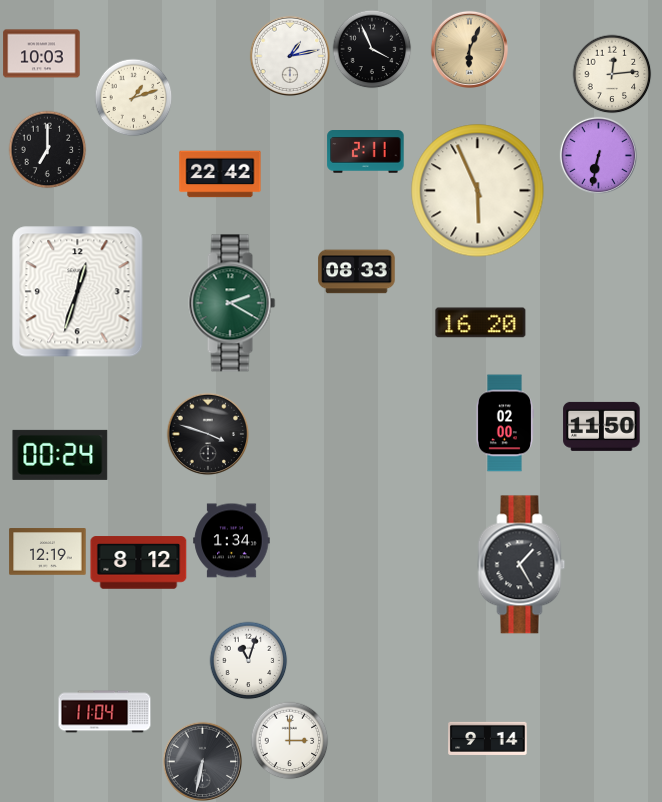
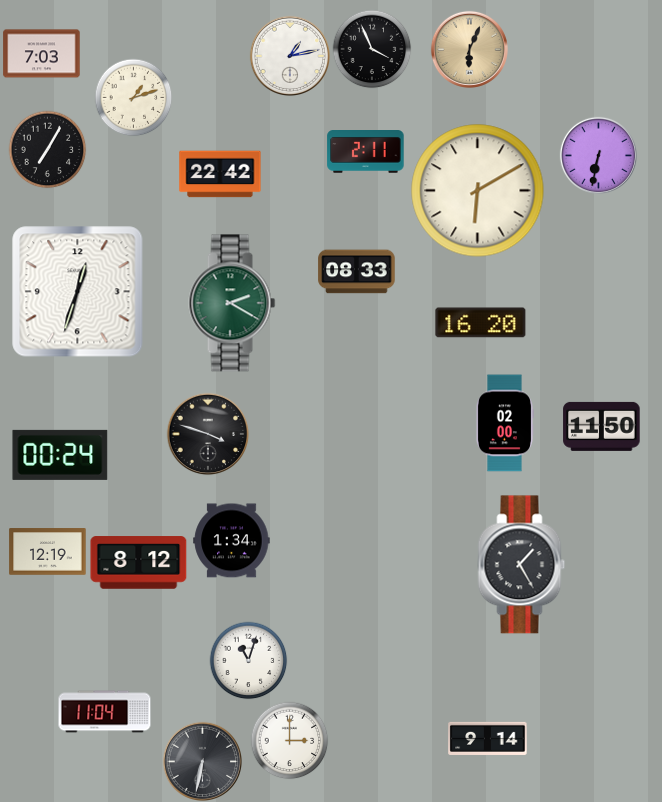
clock at (42, 54): 10:03 -> 7:03
clock at (612, 74): 12:14 -> none
clock at (47, 149): 7:00 -> 7:05
clock at (478, 191): 5:56 -> 6:10
